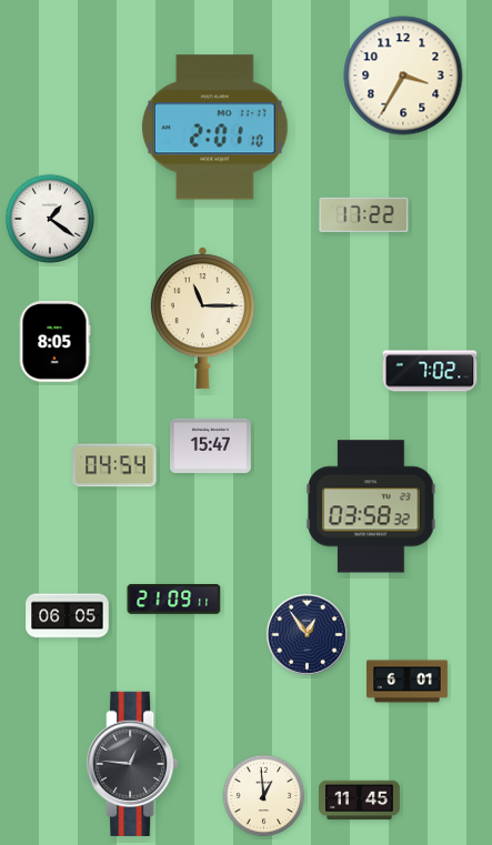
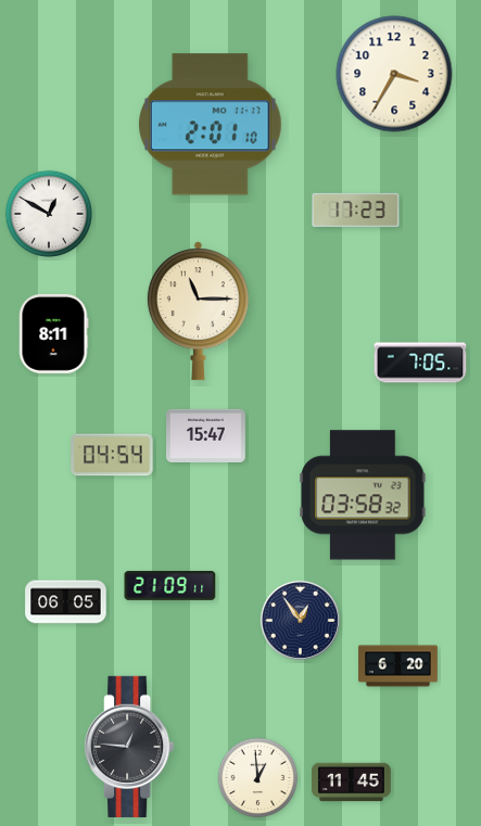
clock at (364, 214): 17:22 -> 17:23
clock at (49, 218): 1:21 -> 12:50
clock at (54, 342): 8:05 -> 8:11
clock at (430, 371): 7:02 -> 7:05
clock at (408, 682): 6:01 -> 6:20
